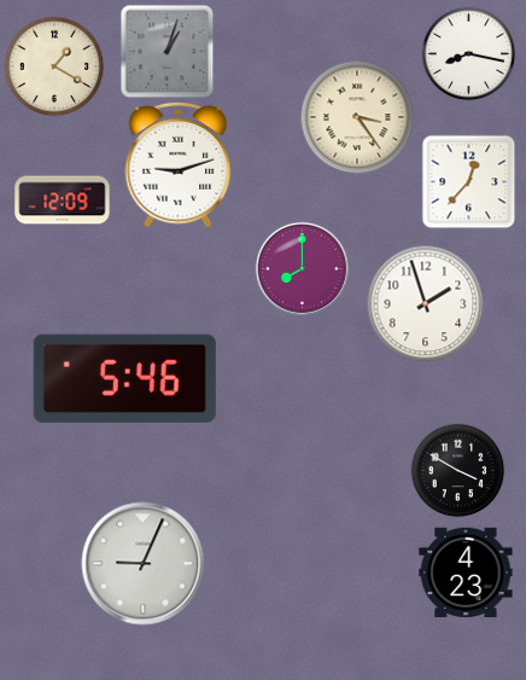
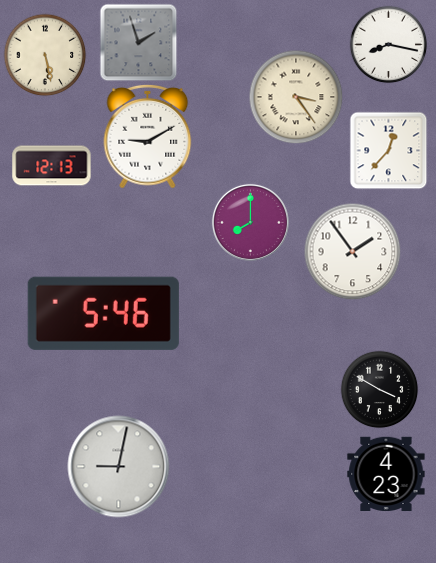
clock at (166, 51): 1:03 -> 1:57
clock at (54, 66): 1:20 -> 5:28
clock at (179, 164): 9:12 -> 9:10
clock at (63, 200): 12:09 -> 12:13
clock at (425, 303): 1:57 -> 1:54
clock at (144, 564): 9:04 -> 9:02
